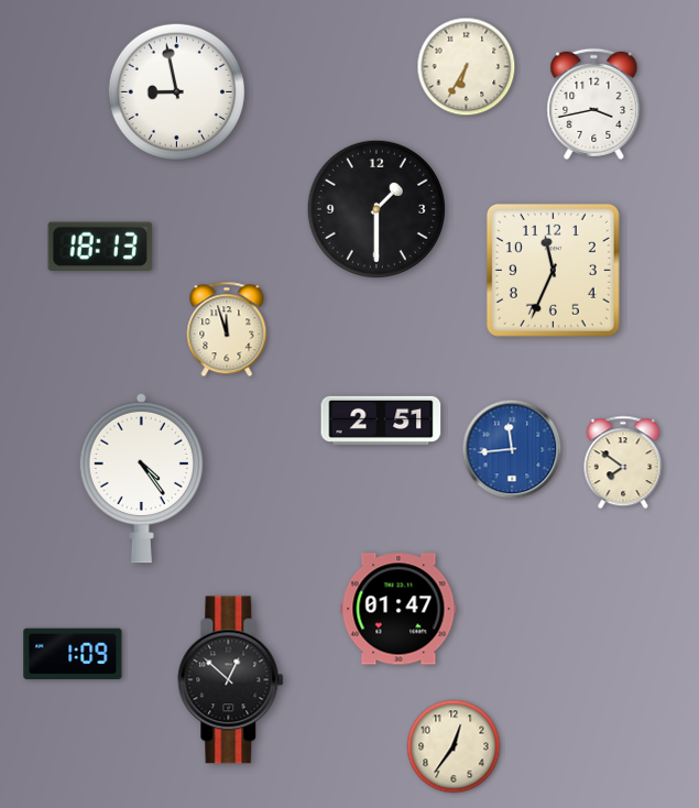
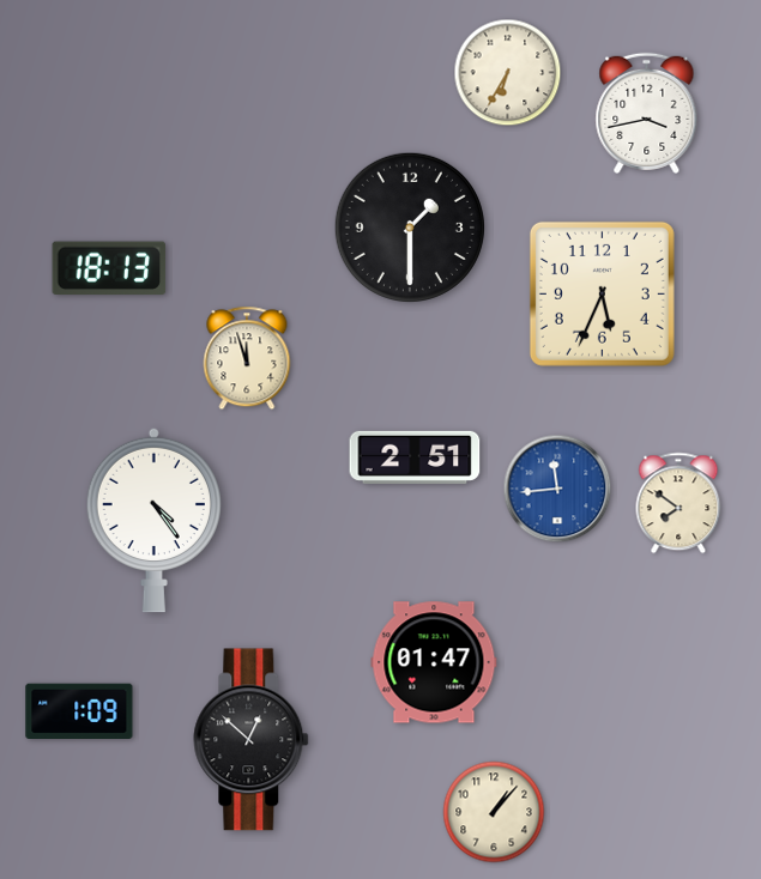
clock at (176, 91): 8:58 -> none
clock at (553, 270): 11:34 -> 5:34
clock at (454, 746): 12:36 -> 1:07
